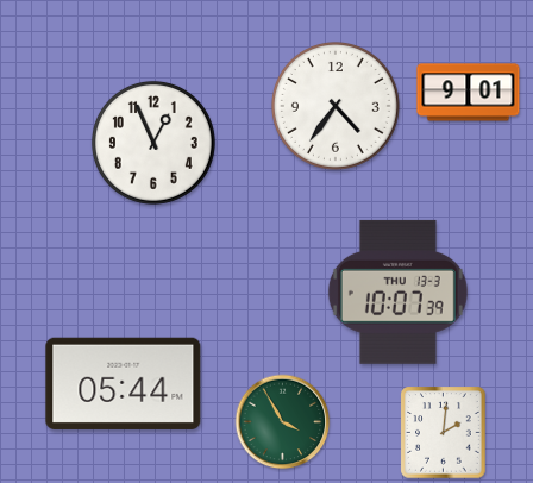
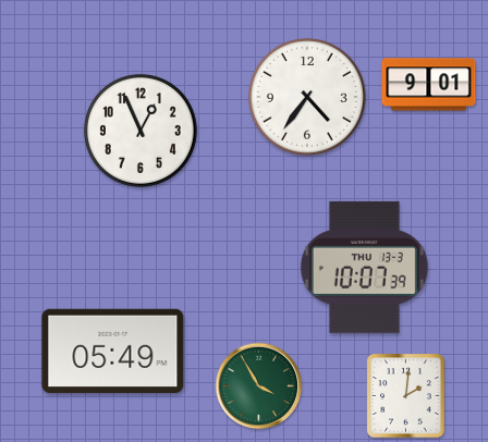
clock at (124, 383): 05:44 -> 05:49
